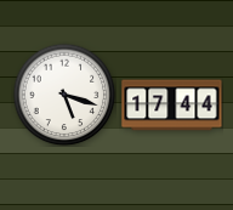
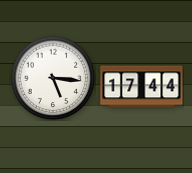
clock at (64, 95): 5:18 -> 5:16
